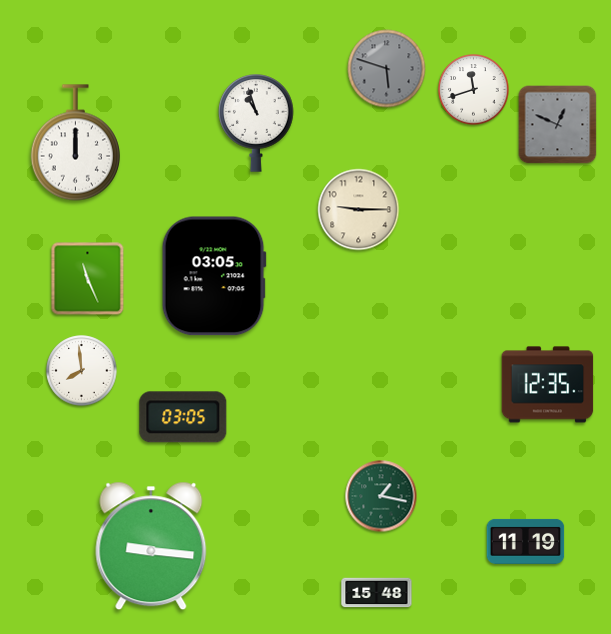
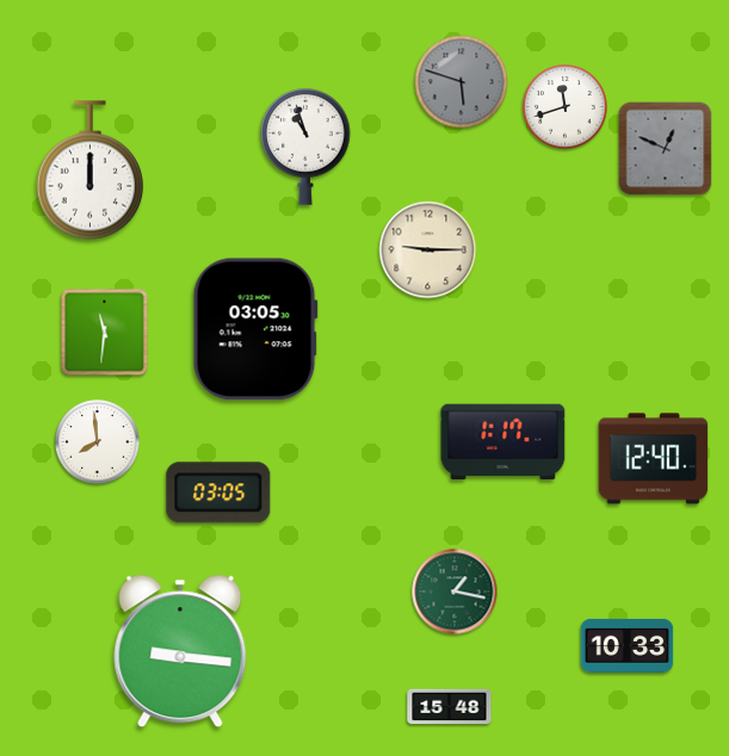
clock at (88, 279): 11:26 -> 11:31
clock at (503, 442): none -> 1:17
clock at (548, 385): 12:35 -> 12:40
clock at (183, 417) position: (183, 417) -> (218, 492)
clock at (526, 541): 11:19 -> 10:33
